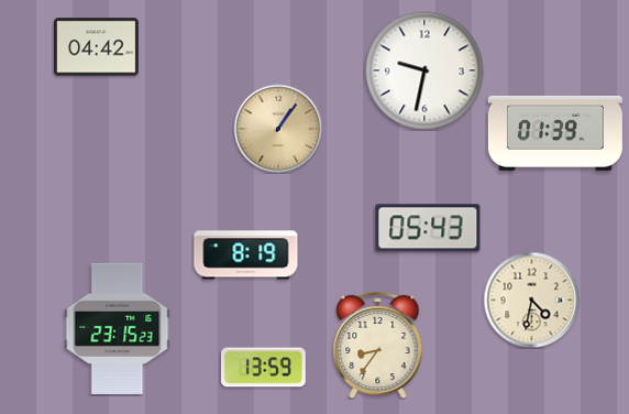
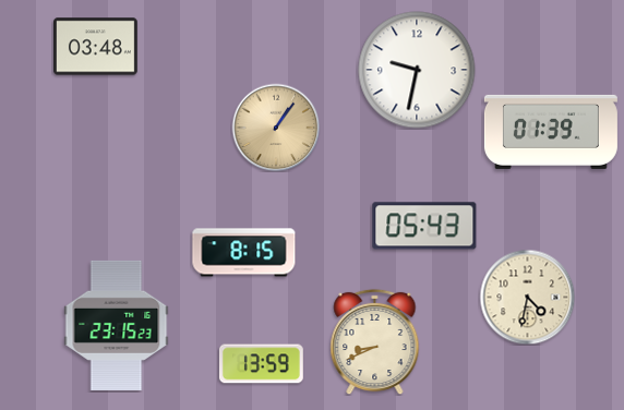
clock at (97, 47): 04:42 -> 03:48
clock at (424, 70) position: (424, 70) -> (417, 70)
clock at (246, 255): 8:19 -> 8:15
clock at (378, 345): 8:36 -> 8:41
